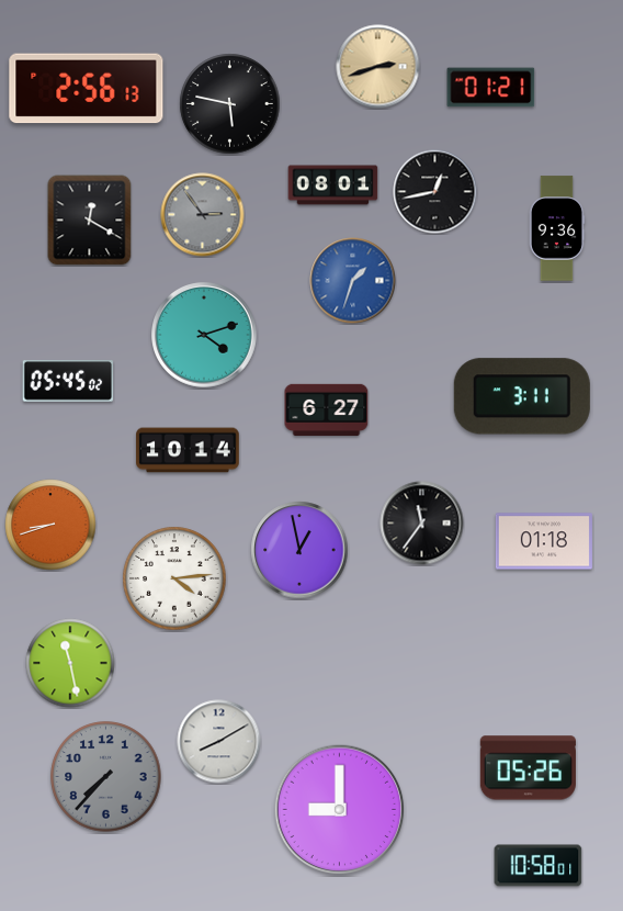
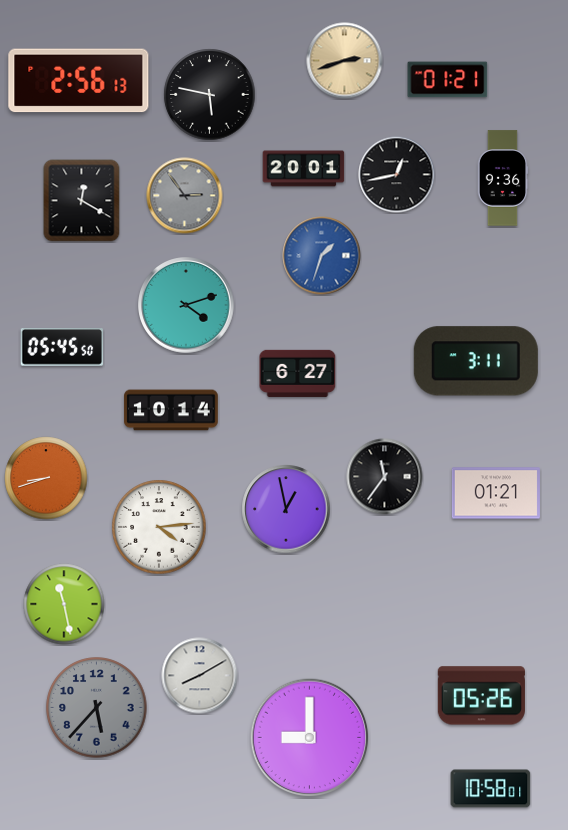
clock at (333, 185): 08:01 -> 20:01
clock at (557, 228) position: (557, 228) -> (503, 178)
clock at (68, 382): 05:45:02 -> 05:45:50
clock at (544, 541): 01:18 -> 01:21
clock at (299, 550) position: (299, 550) -> (286, 509)
clock at (528, 768) position: (528, 768) -> (481, 696)
clock at (106, 777): 7:37 -> 5:37
